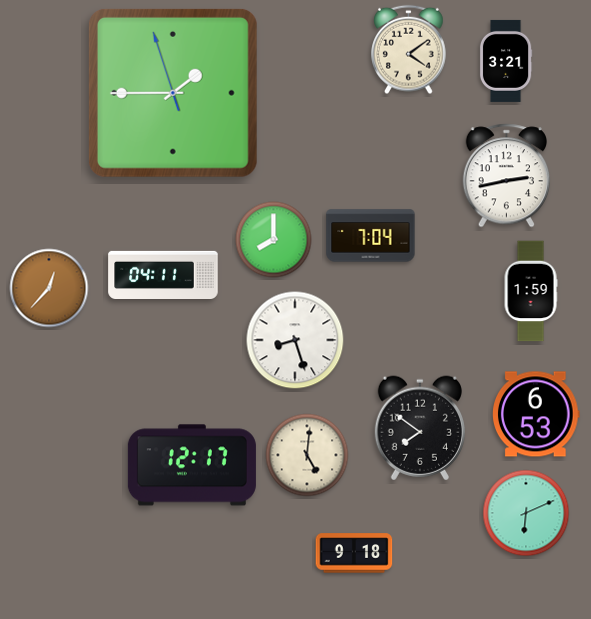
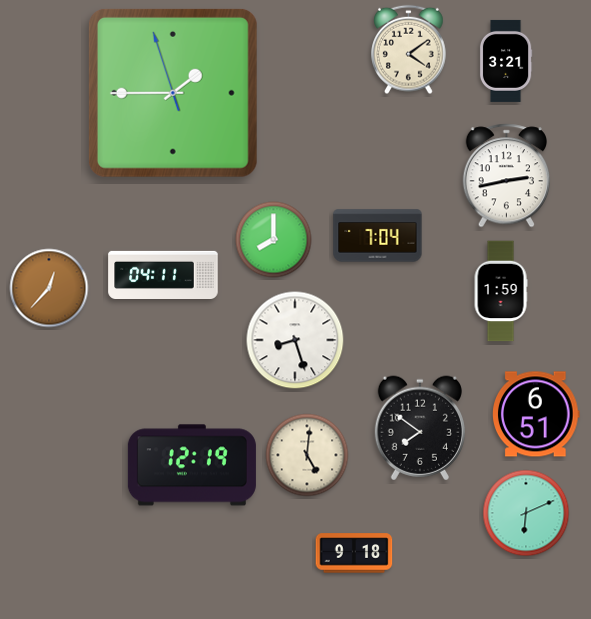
clock at (371, 236) position: (371, 236) -> (378, 236)
clock at (531, 291) position: (531, 291) -> (501, 291)
clock at (537, 414): 6:53 -> 6:51
clock at (192, 465): 12:17 -> 12:19
